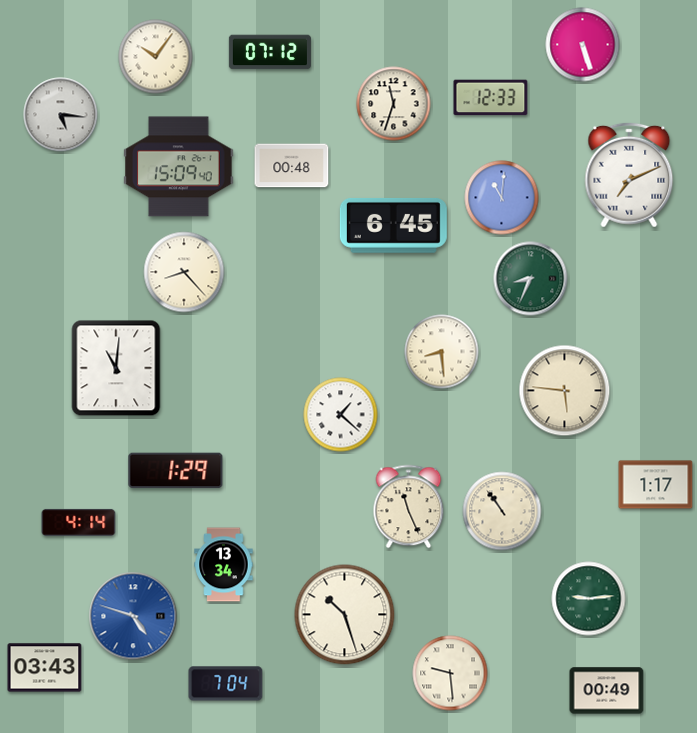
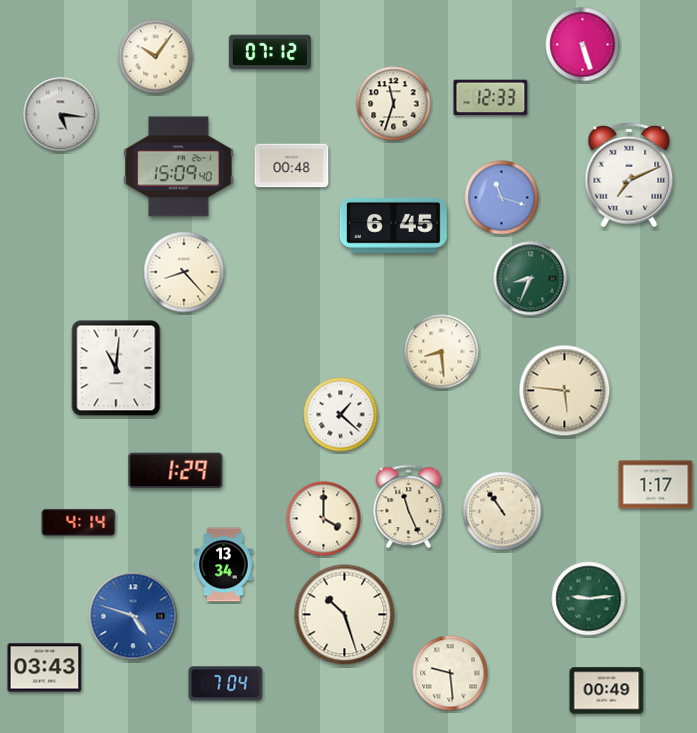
clock at (502, 198): 11:01 -> 11:18
clock at (324, 519): none -> 4:00
